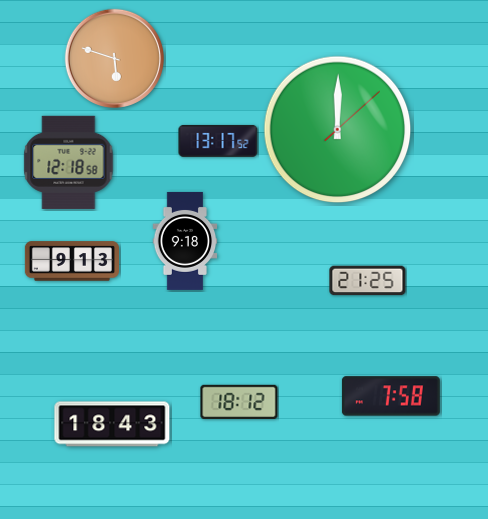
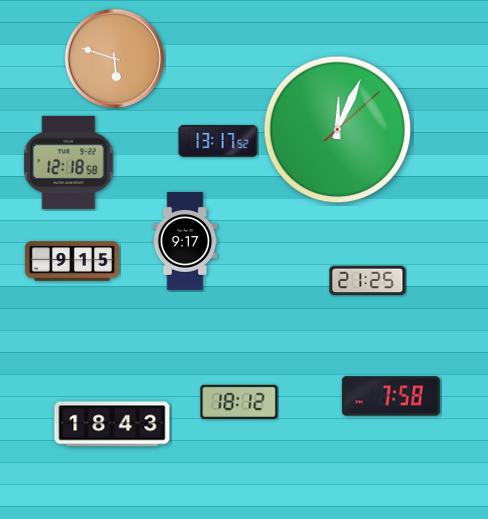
clock at (338, 130): 12:00 -> 12:04
clock at (185, 241): 9:18 -> 9:17
clock at (72, 261): 9:13 -> 9:15
